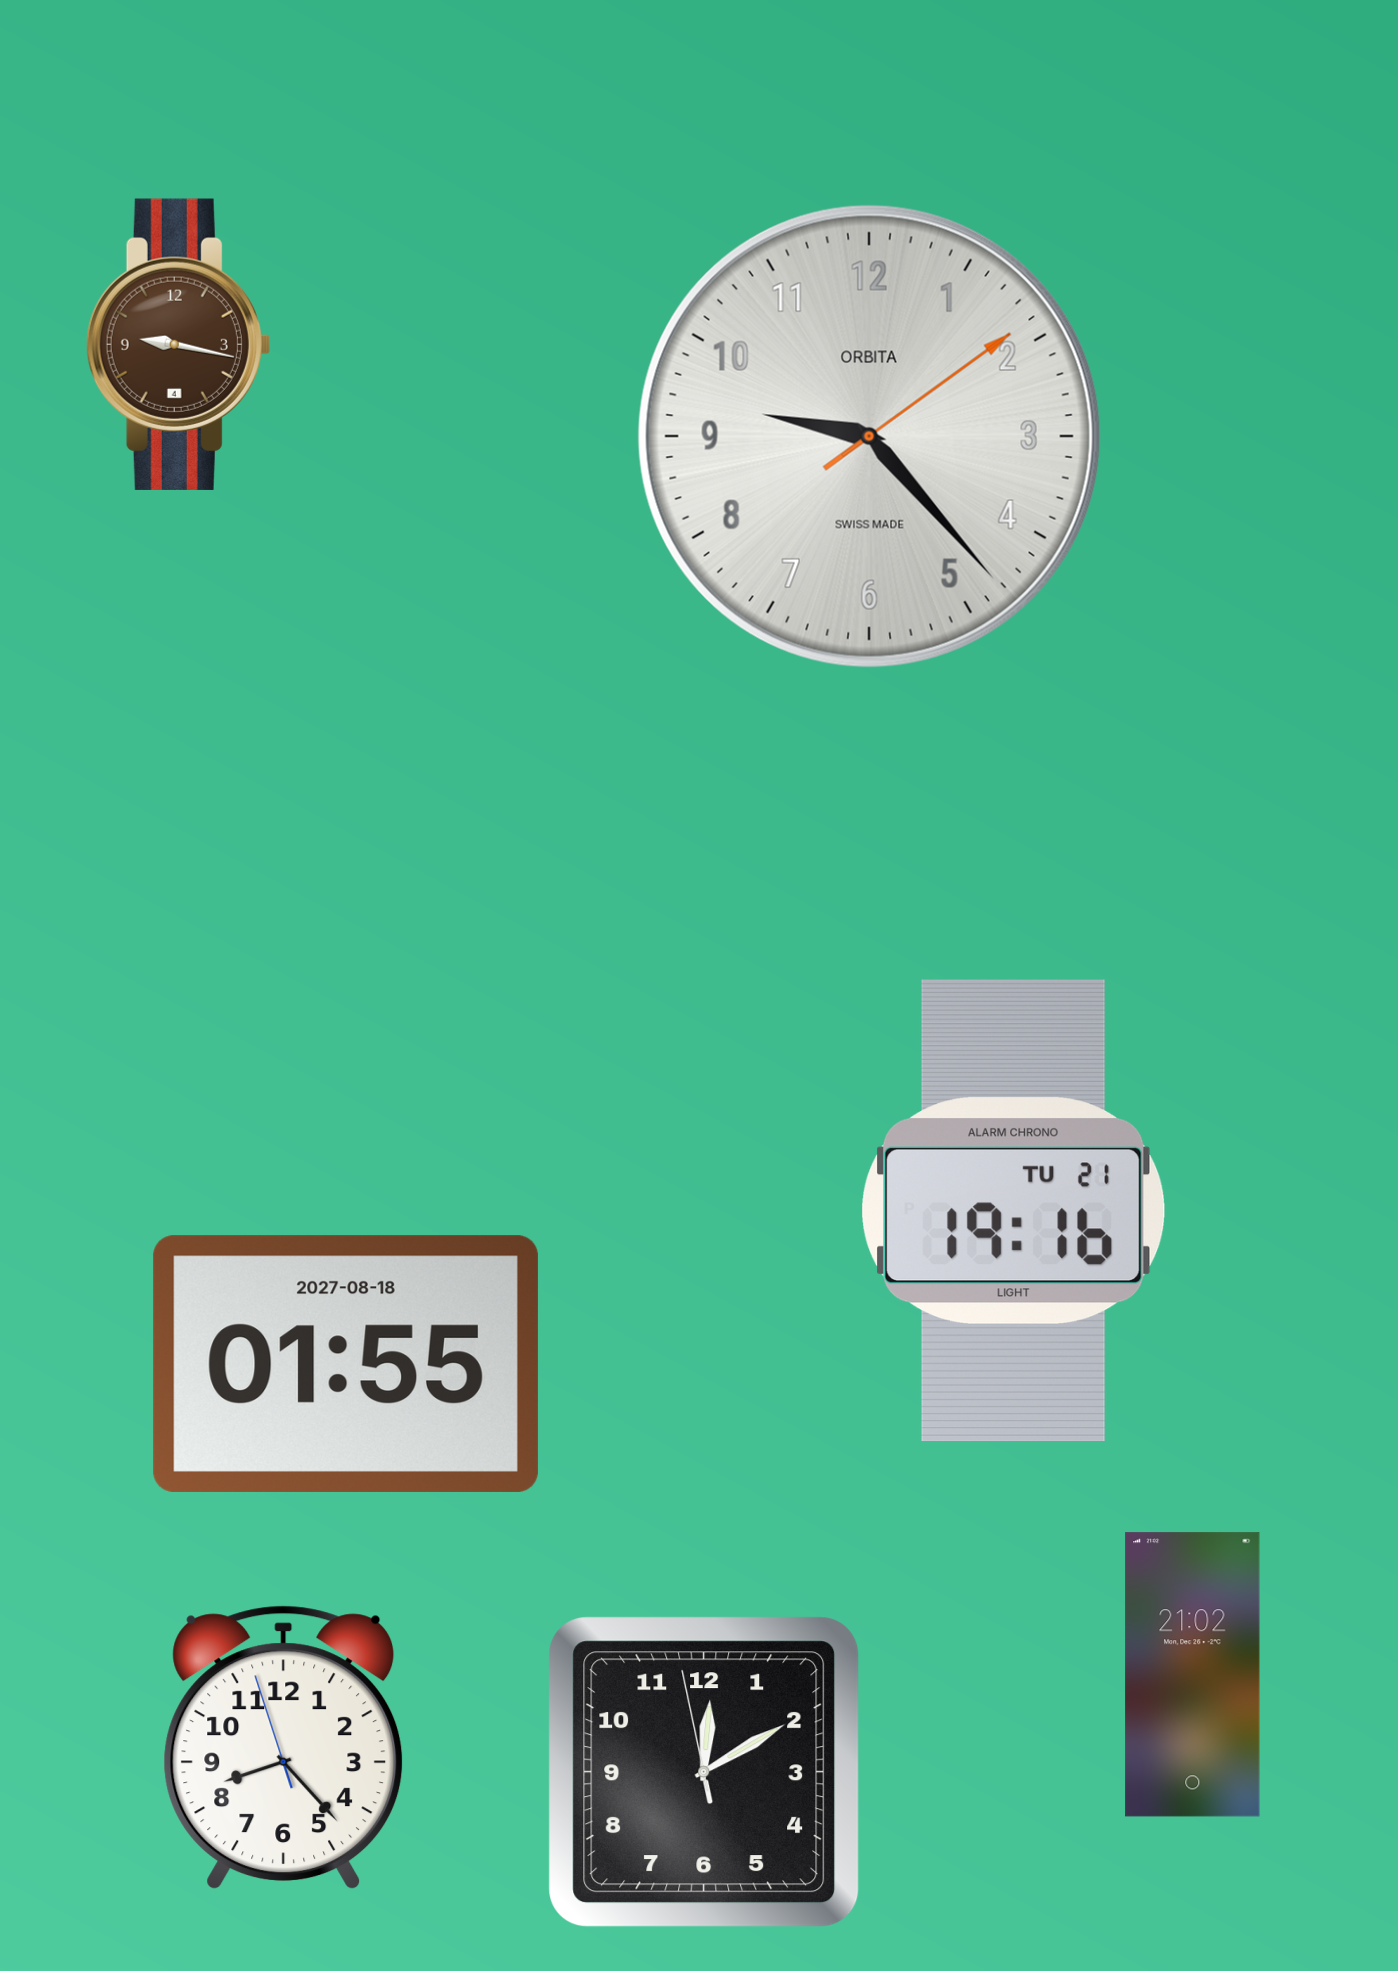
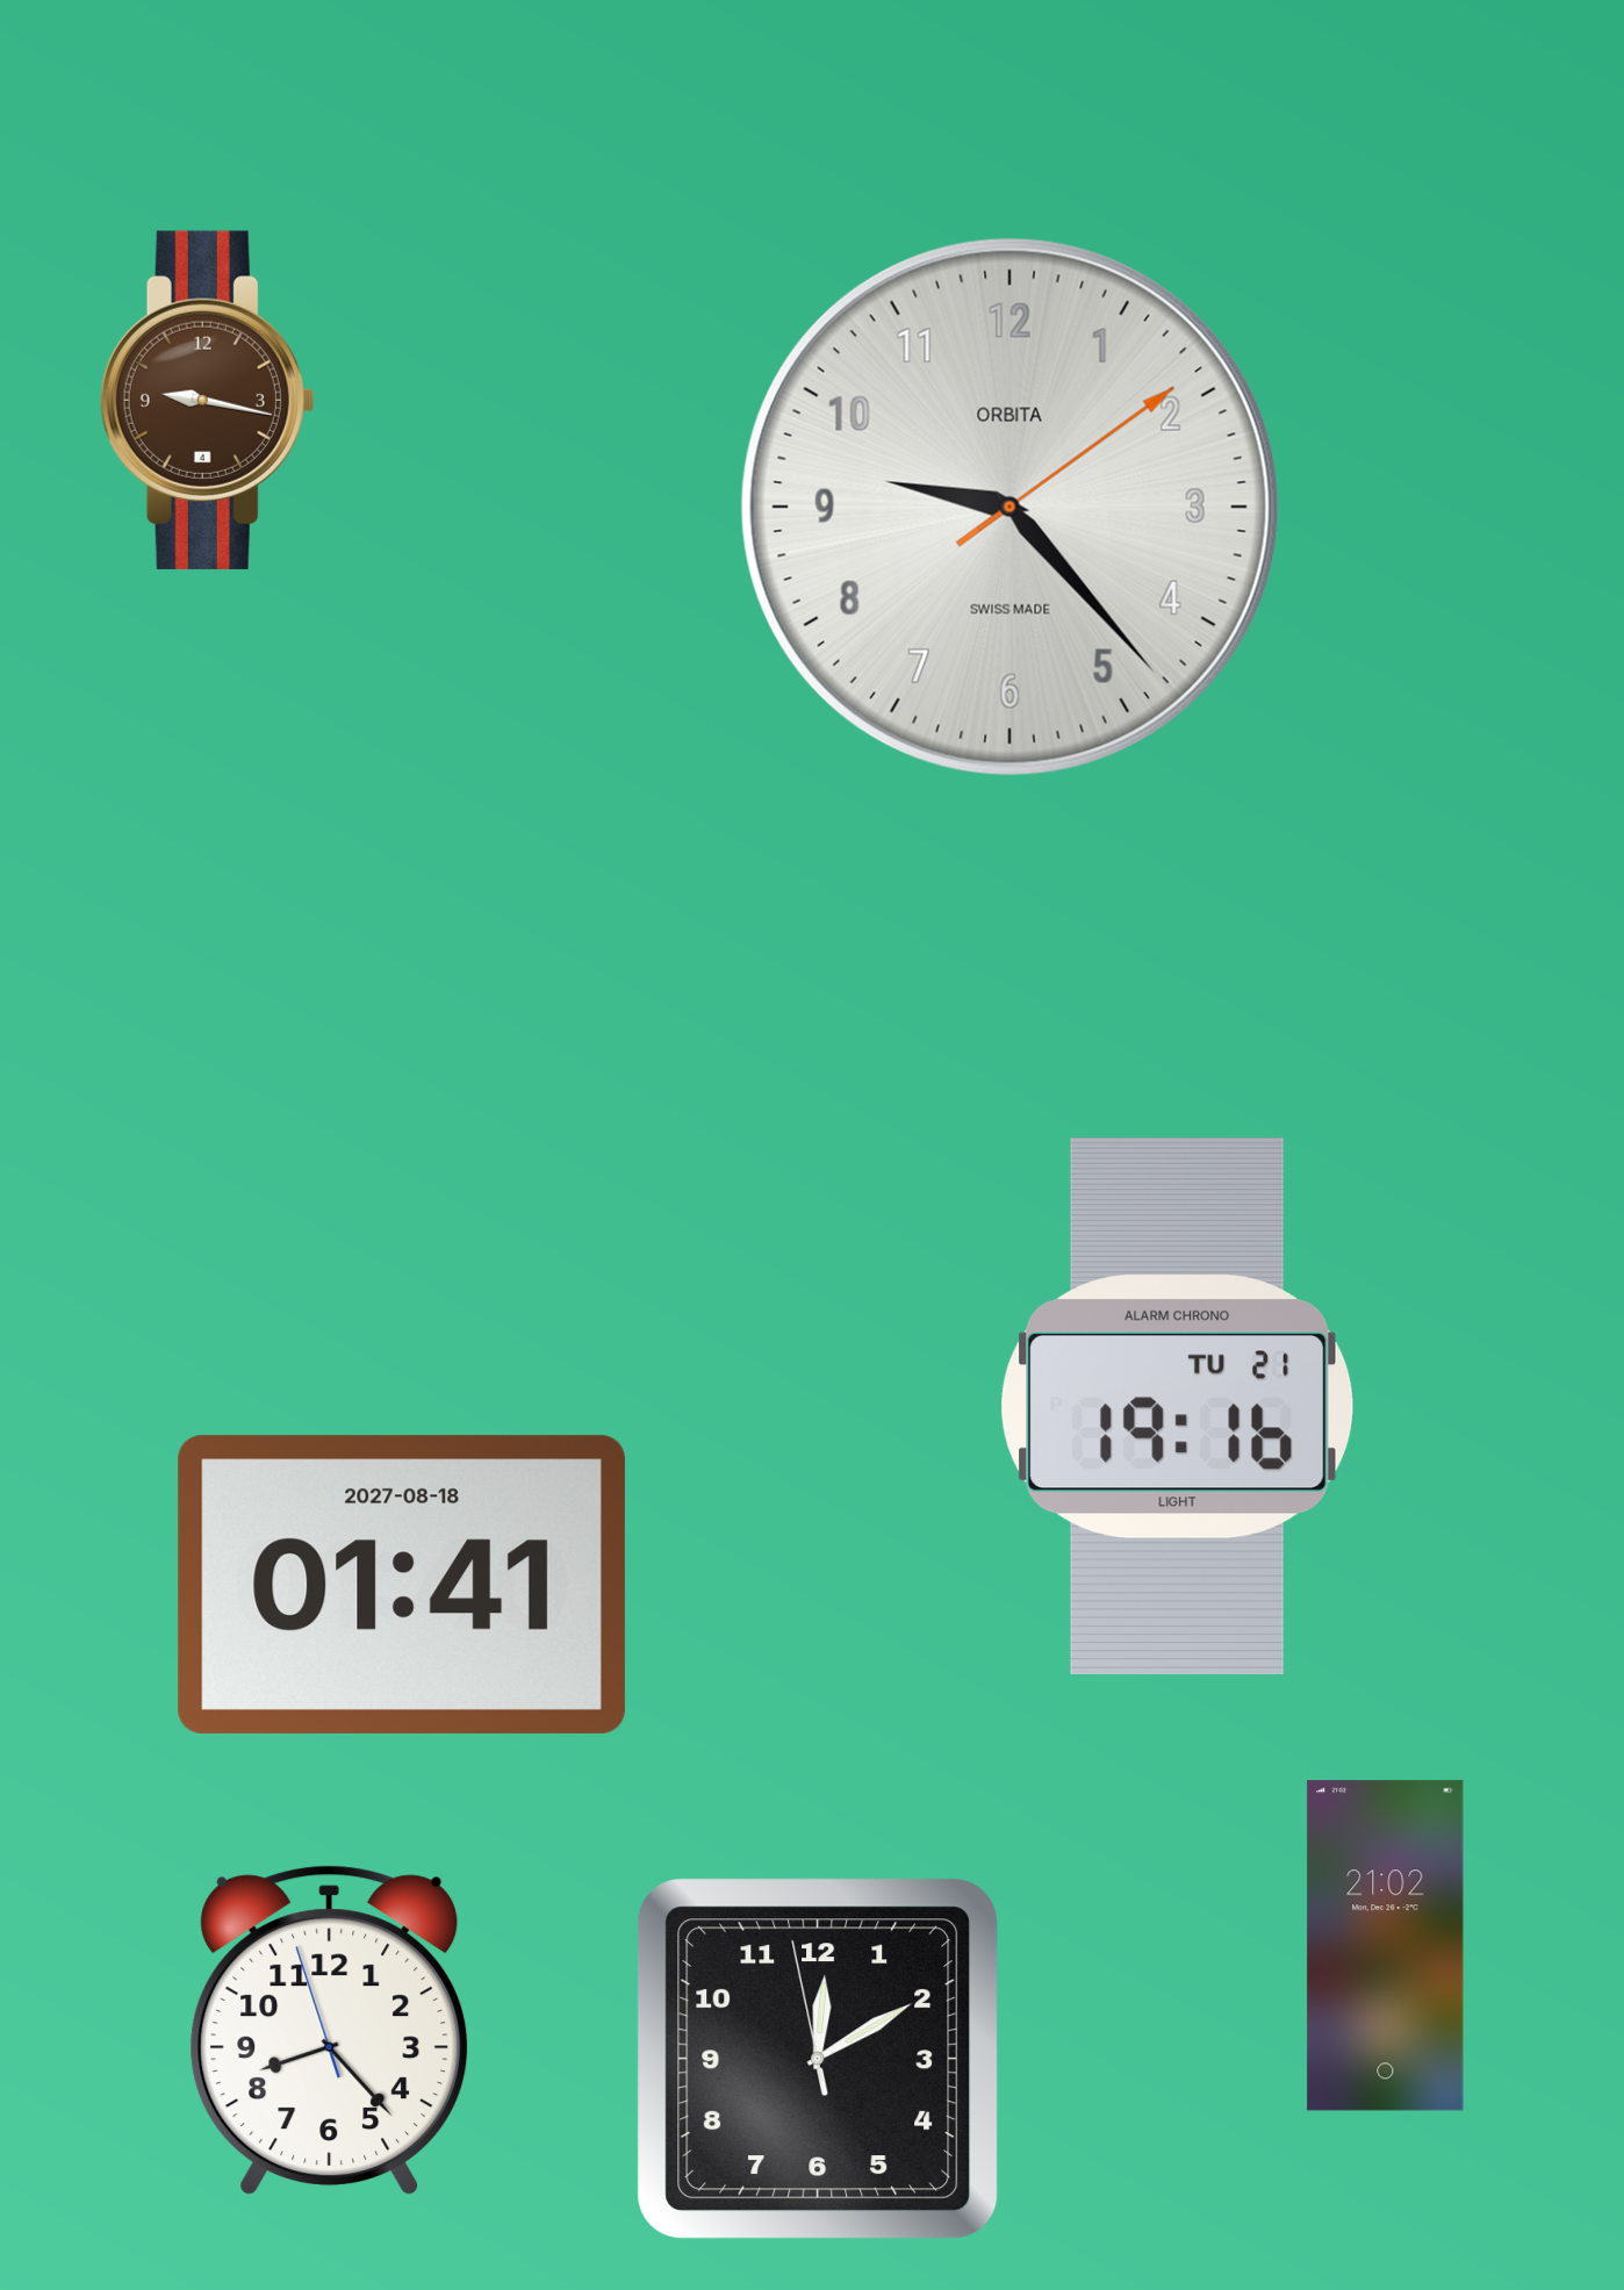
clock at (346, 1364): 01:55 -> 01:41
